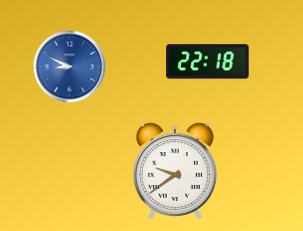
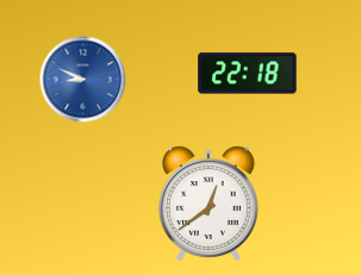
clock at (175, 171): 9:39 -> 12:39
